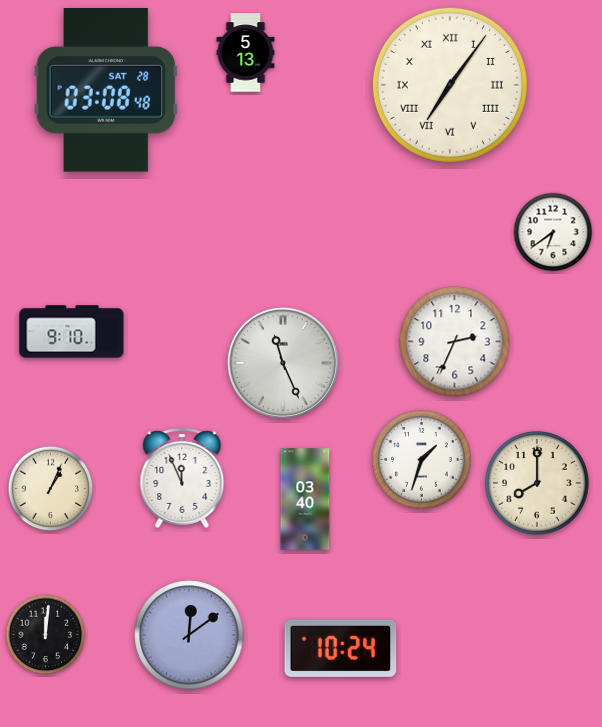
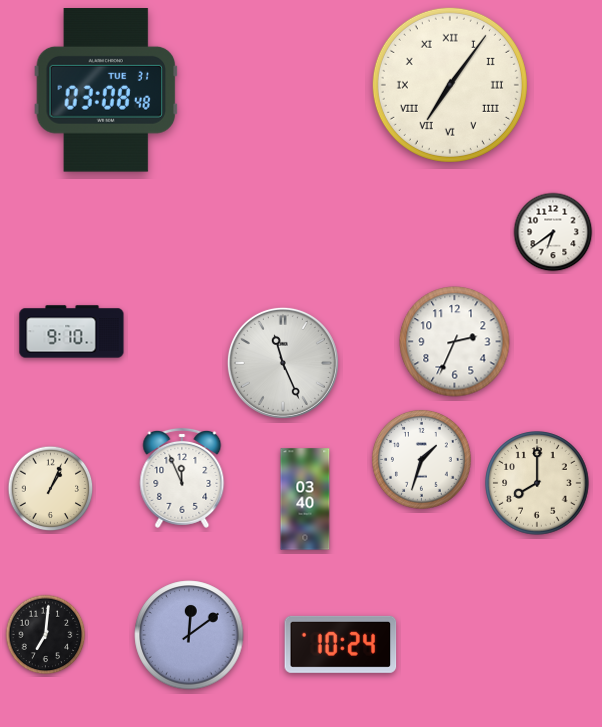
clock at (246, 53): 5:13 -> none
clock at (106, 91) date: SAT 28 -> TUE 31
clock at (46, 635): 12:01 -> 7:01
clock at (341, 648) position: (341, 648) -> (341, 644)
